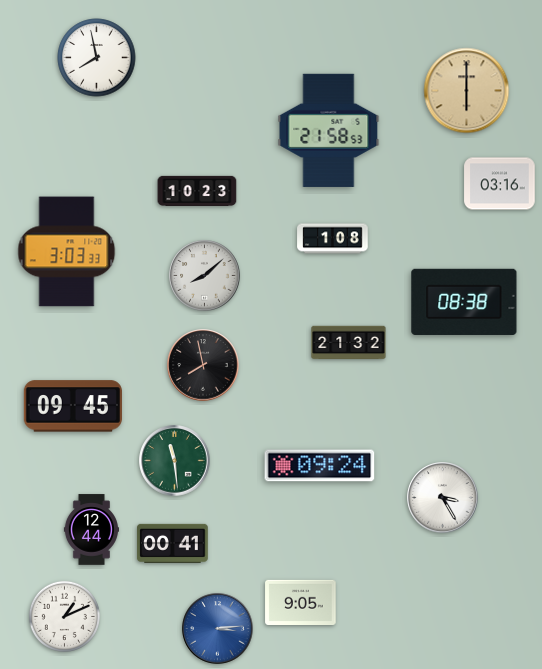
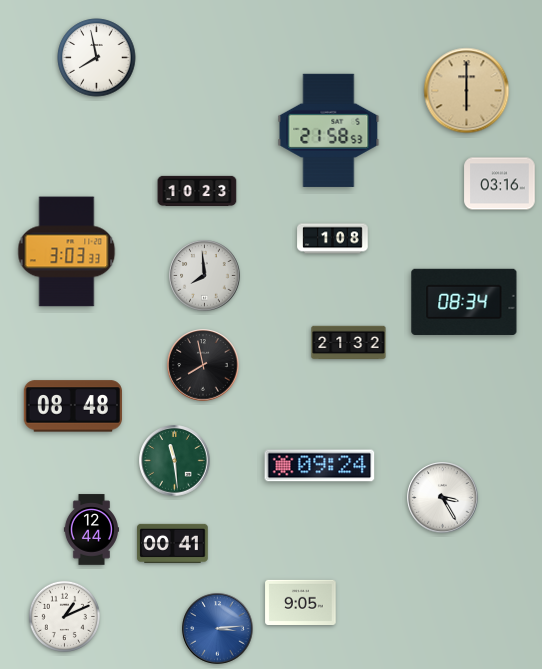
clock at (205, 276): 8:08 -> 7:59
clock at (464, 302): 08:38 -> 08:34
clock at (73, 406): 09:45 -> 08:48
